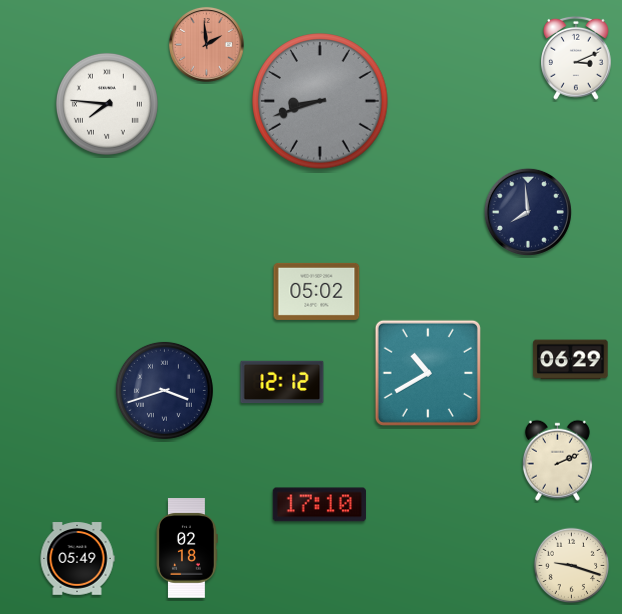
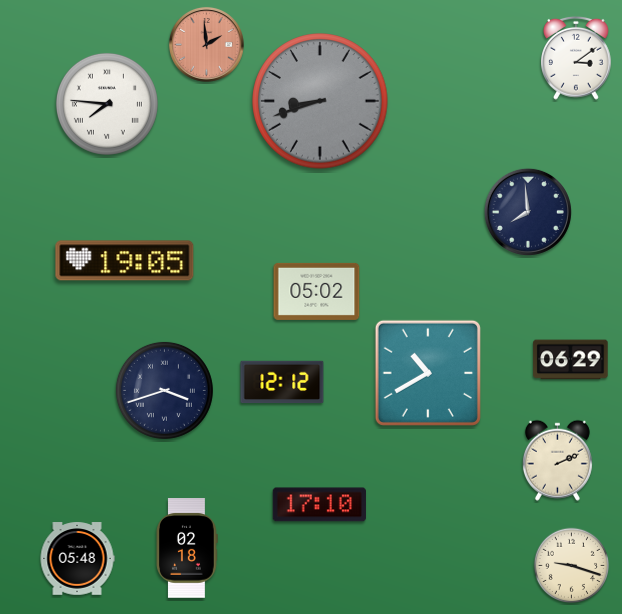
clock at (577, 58): 3:11 -> 3:09
clock at (125, 261): none -> 19:05
clock at (77, 559): 05:49 -> 05:48
